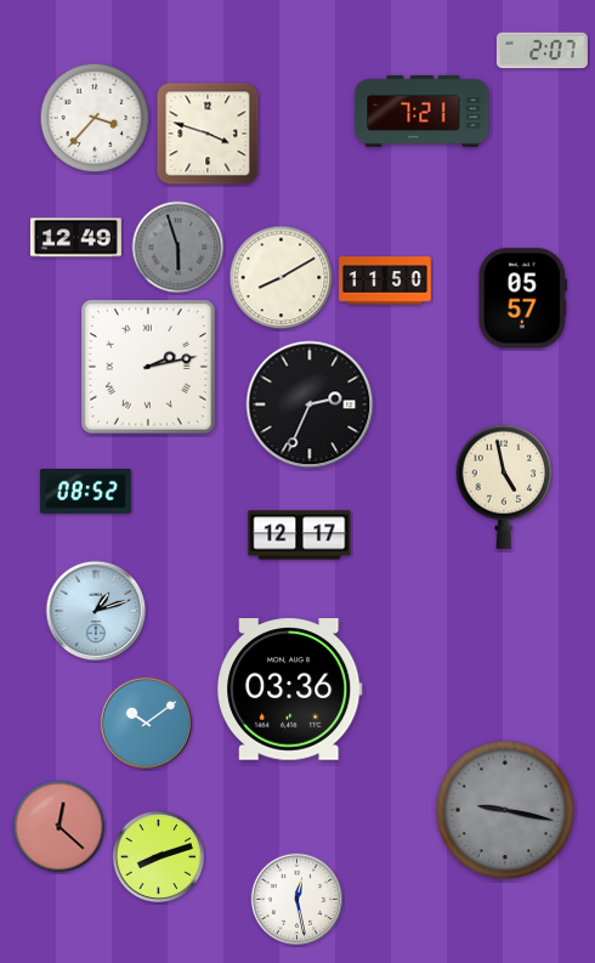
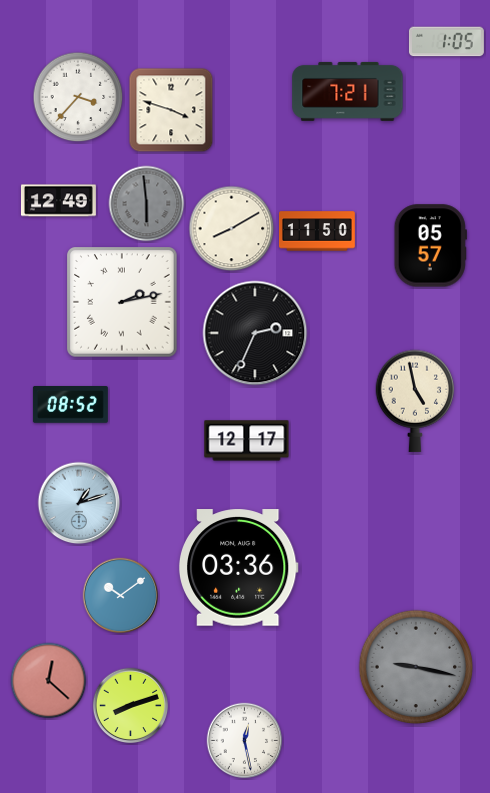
clock at (542, 51): 2:07 -> 1:05
clock at (75, 238) position: (75, 238) -> (58, 201)
clock at (178, 248): 5:57 -> 5:59
